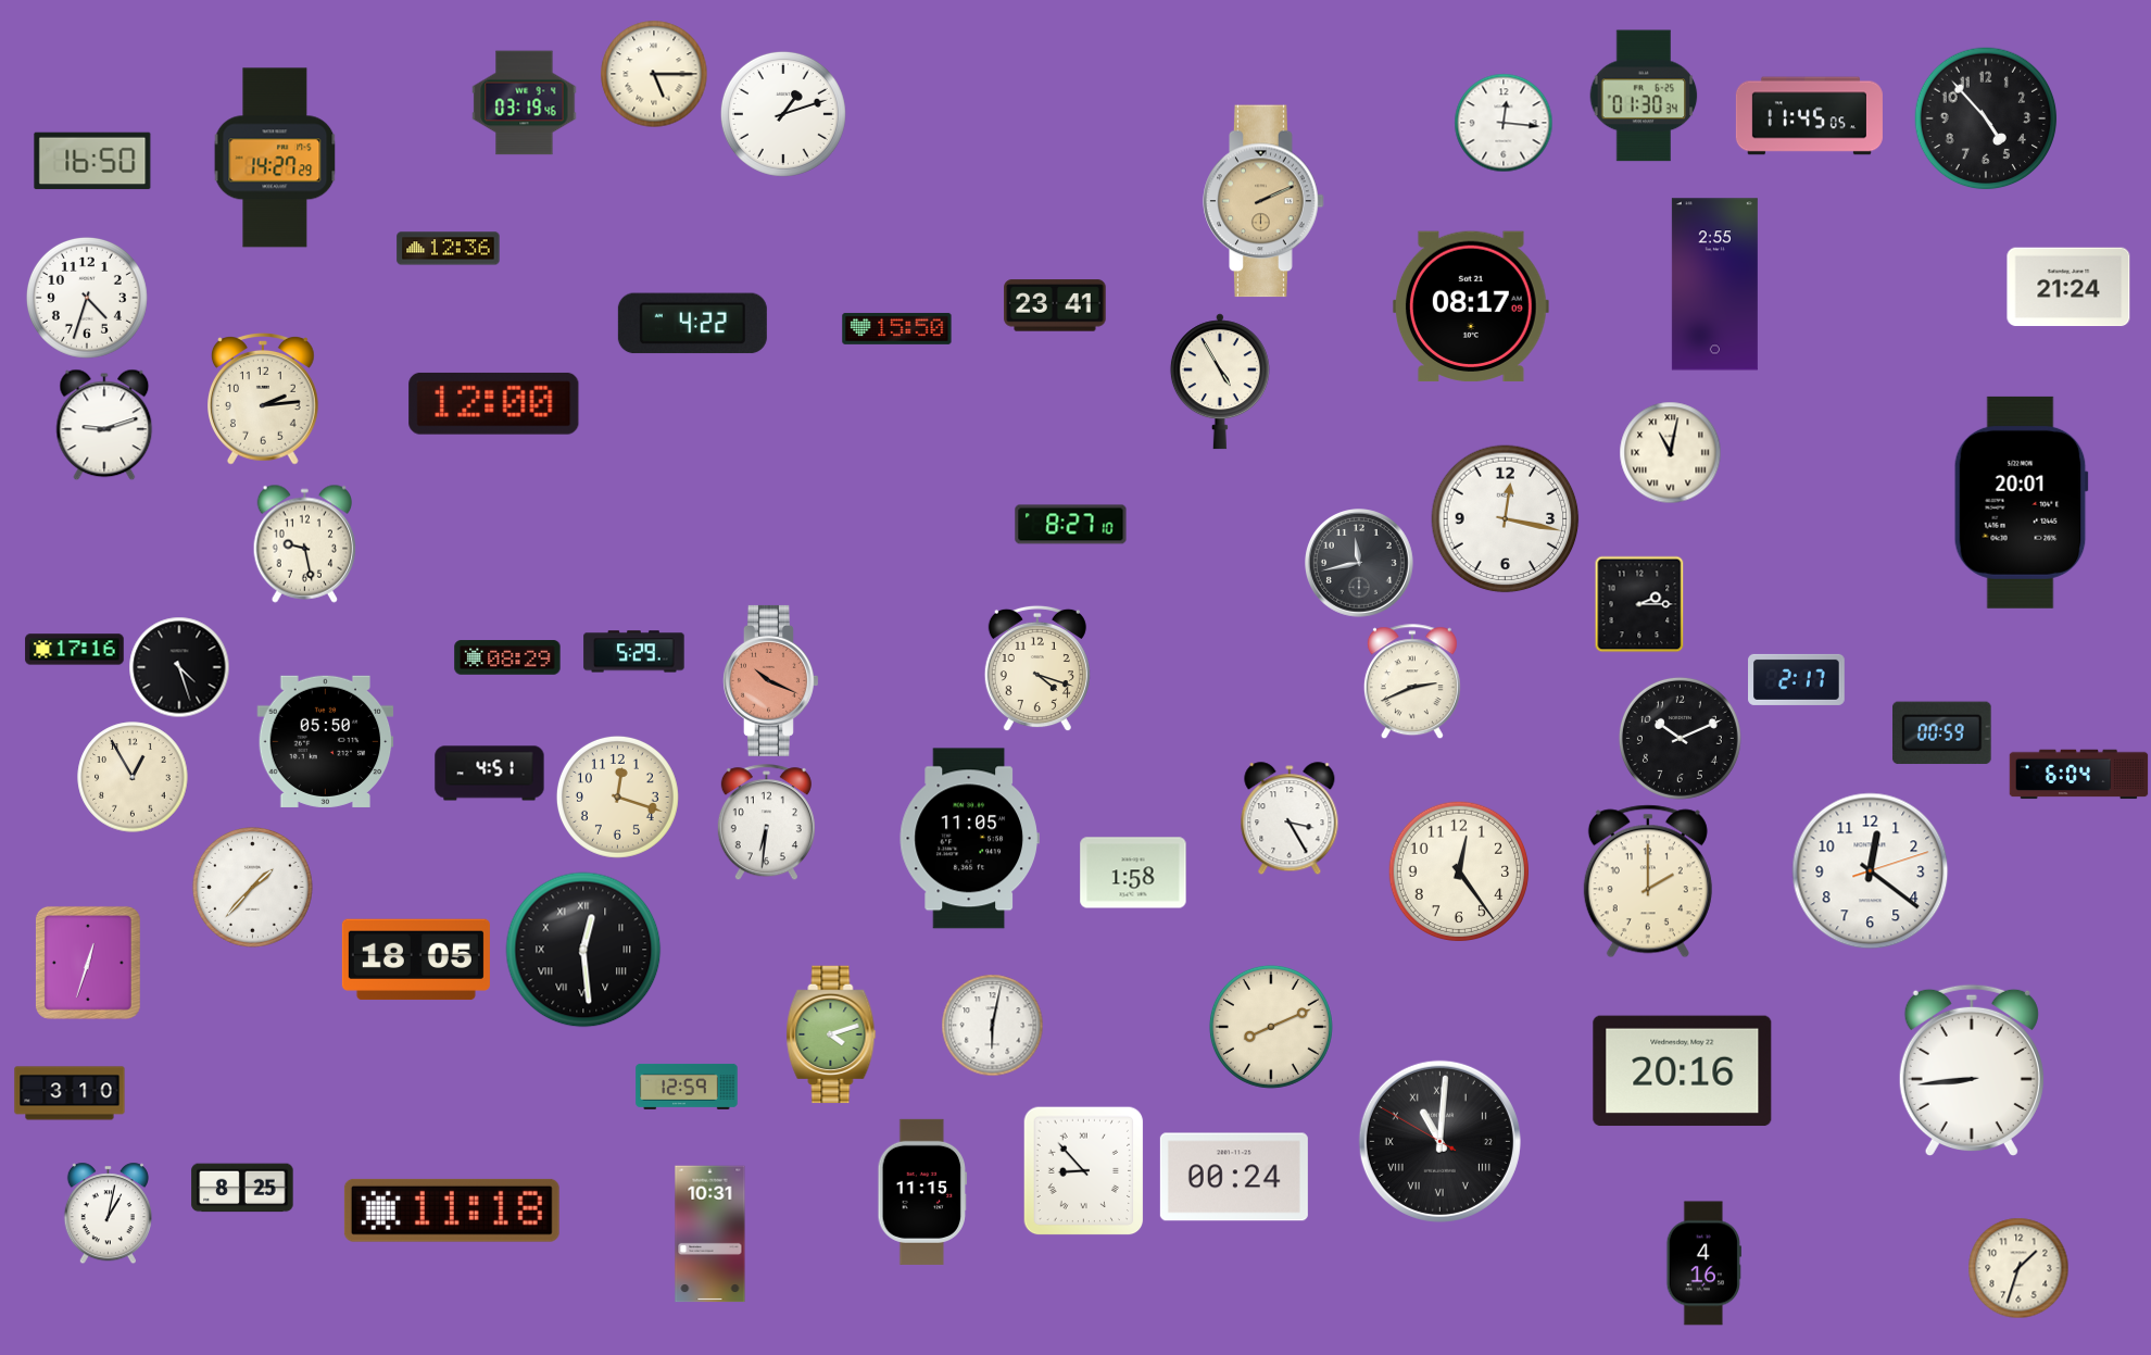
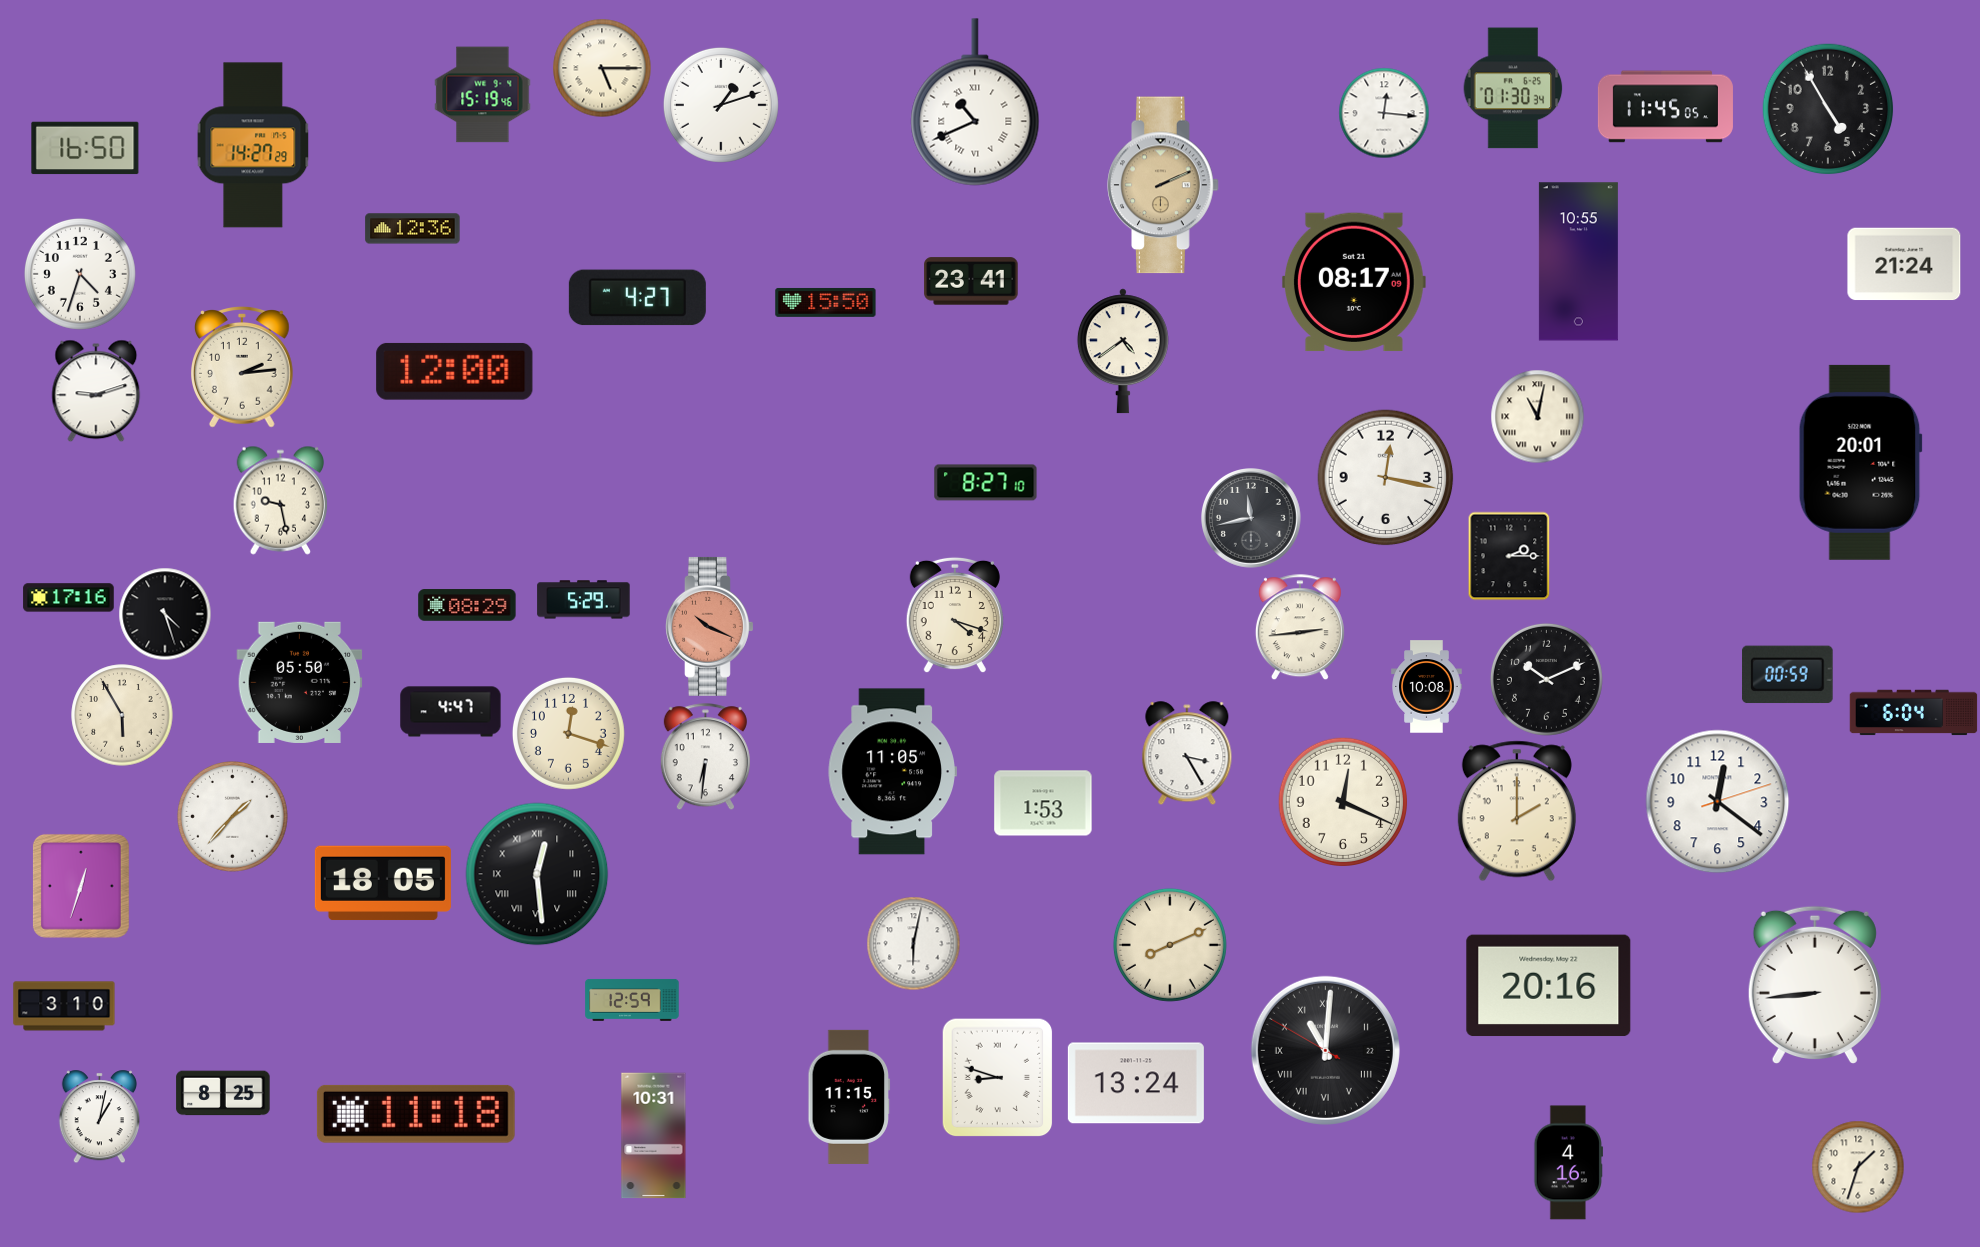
clock at (525, 103): 03:19 -> 15:19
clock at (975, 102): none -> 10:41
clock at (1986, 118): 4:53 -> 4:55
clock at (1714, 285): 2:55 -> 10:55
clock at (692, 324): 4:22 -> 4:27
clock at (1220, 381): 4:55 -> 4:39
clock at (1797, 679): 2:17 -> none
clock at (1412, 681): 2:41 -> 2:44
clock at (1427, 687): none -> 10:08
clock at (490, 774): 4:51 -> 4:47
clock at (133, 777): 12:55 -> 5:55
clock at (1458, 870): 12:24 -> 12:19
clock at (1871, 871) position: (1871, 871) -> (1718, 802)
clock at (1133, 873): 1:58 -> 1:53
clock at (831, 1034): 4:12 -> none
clock at (1084, 1170): 8:53 -> 8:48
clock at (1234, 1177): 00:24 -> 13:24
